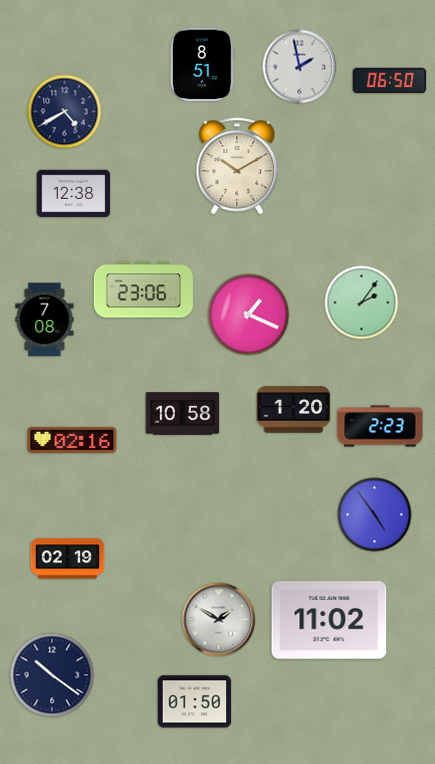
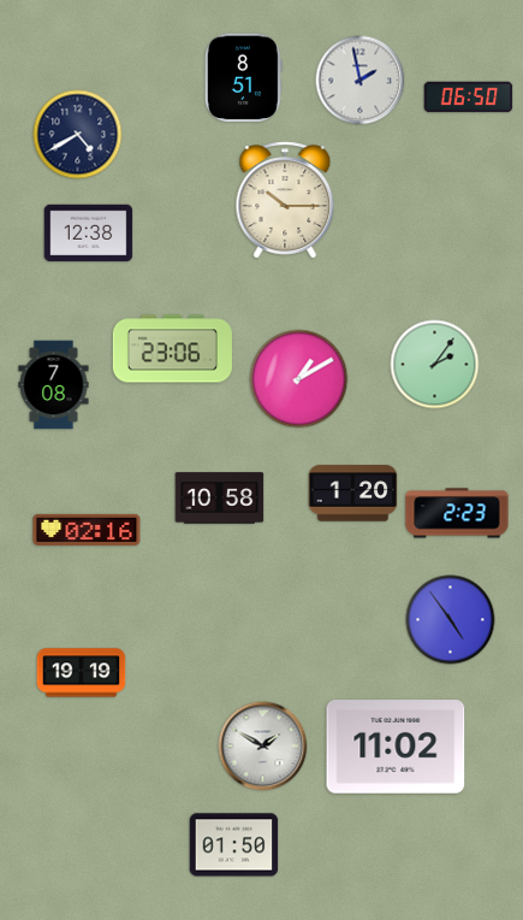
clock at (237, 166): 10:10 -> 10:15
clock at (249, 315): 1:19 -> 1:10
clock at (68, 559): 02:19 -> 19:19
clock at (52, 675): 10:21 -> none
